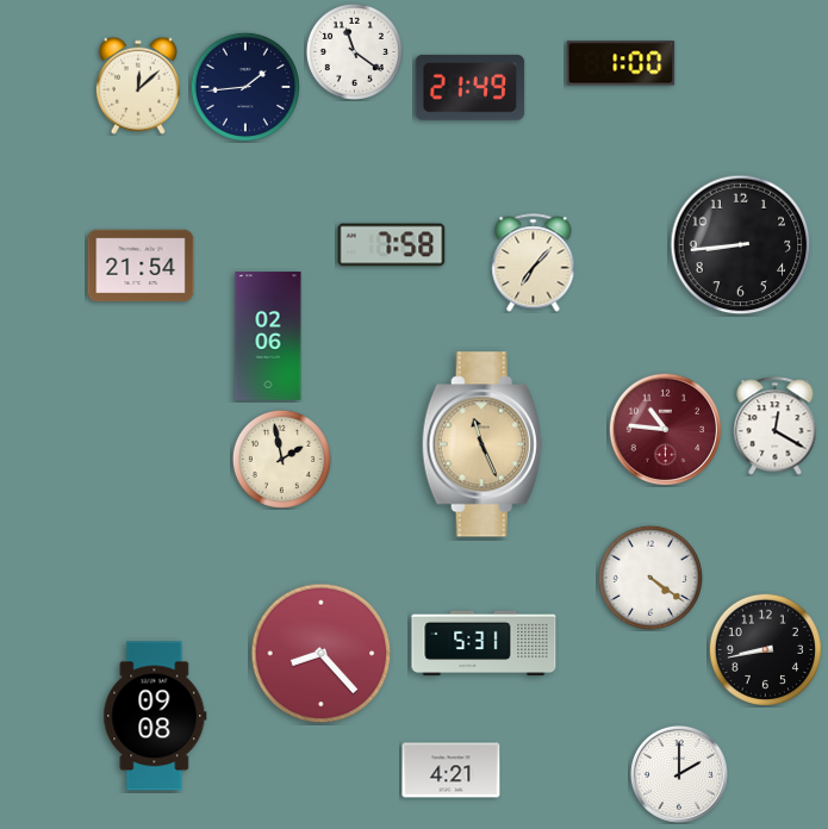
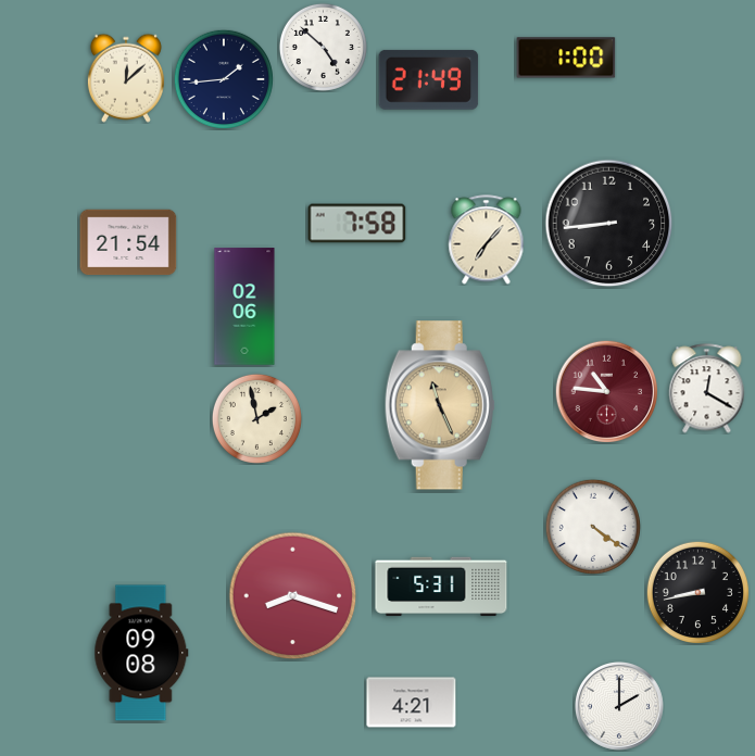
clock at (354, 51): 11:21 -> 4:52
clock at (741, 245) position: (741, 245) -> (609, 224)
clock at (322, 654): 8:23 -> 8:18
